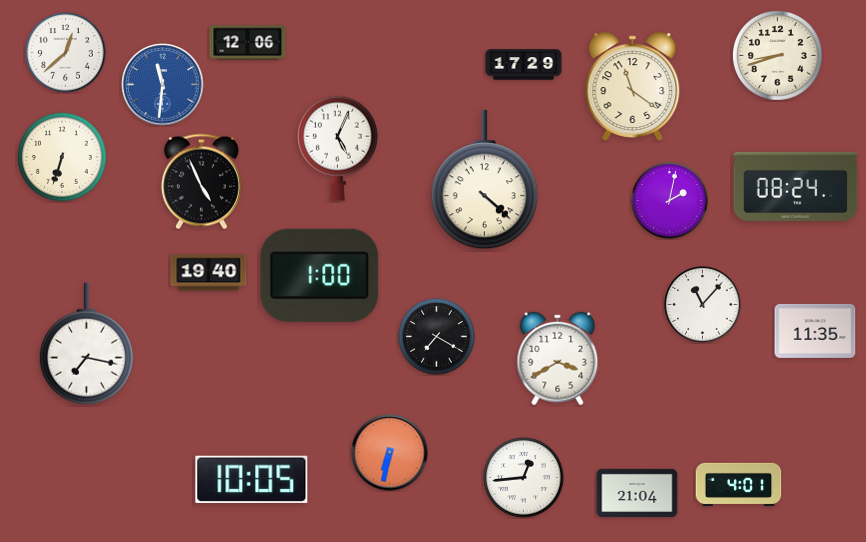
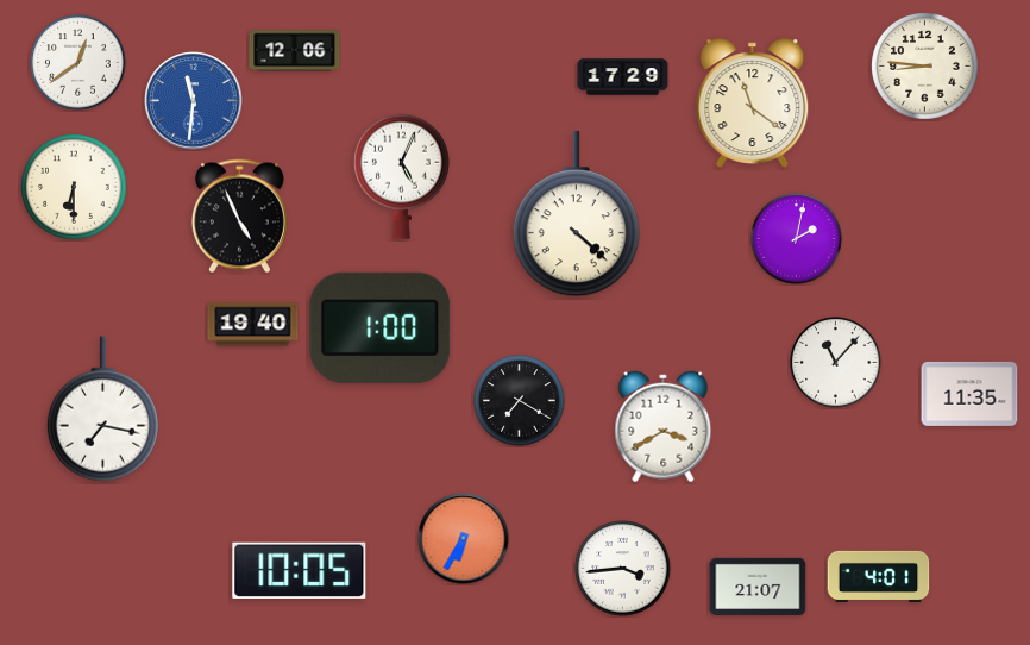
clock at (66, 53): 12:38 -> 12:39
clock at (778, 56): 8:42 -> 8:46
clock at (63, 158): 6:33 -> 6:30
clock at (796, 186): 08:24 -> none
clock at (209, 273) position: (209, 273) -> (253, 325)
clock at (390, 453): 6:32 -> 6:35
clock at (524, 478): 12:44 -> 3:44
clock at (637, 493): 21:04 -> 21:07
